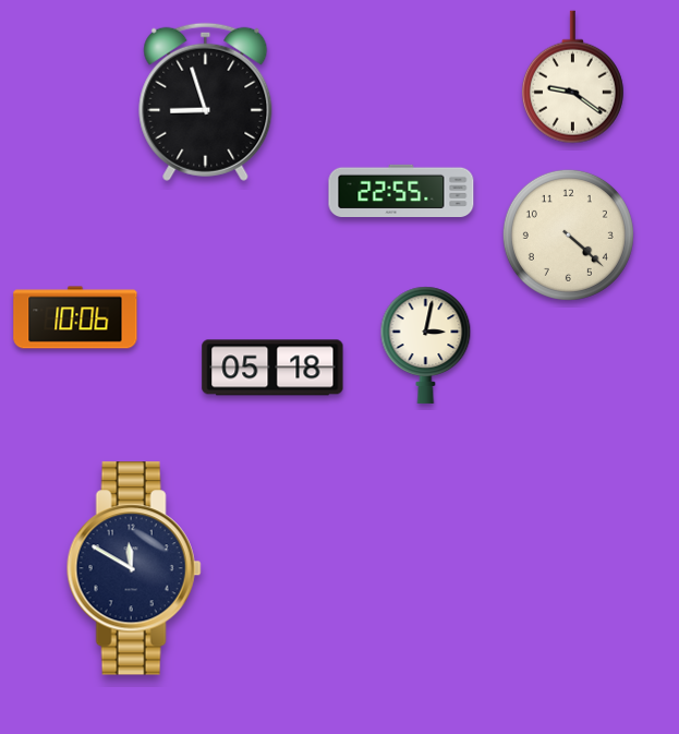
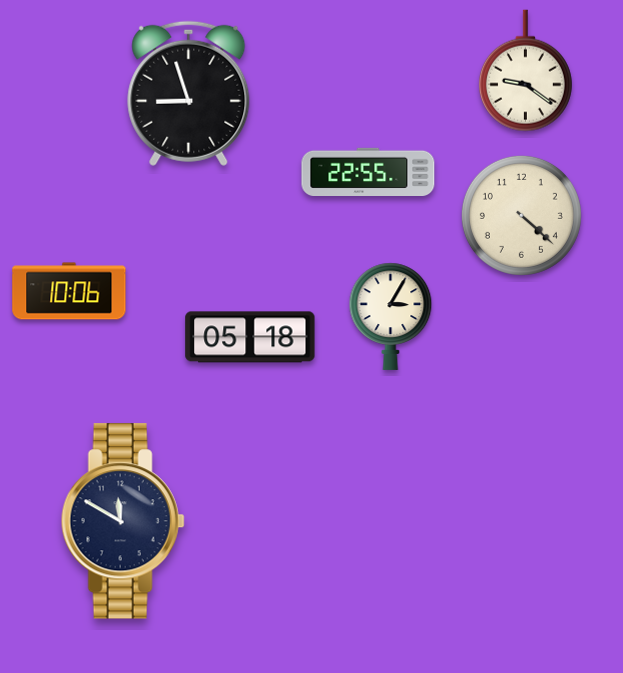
clock at (401, 190) position: (401, 190) -> (368, 171)
clock at (426, 345): 3:02 -> 3:05
